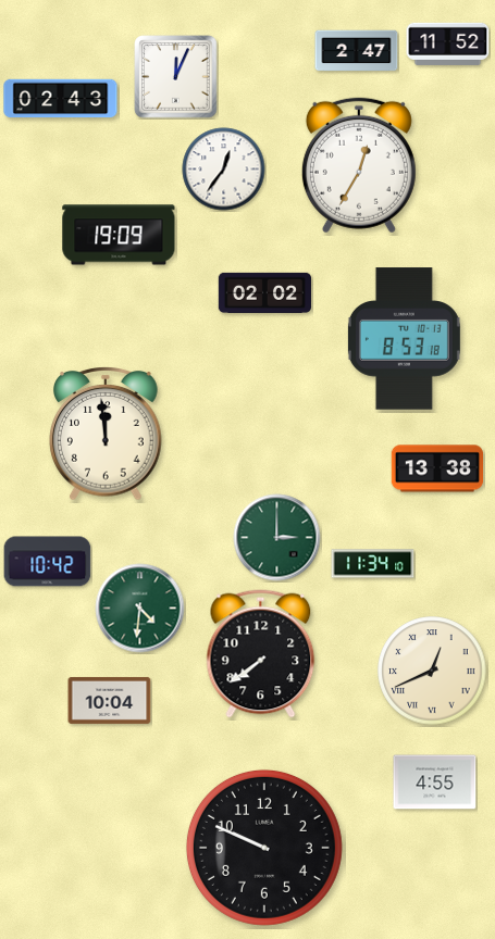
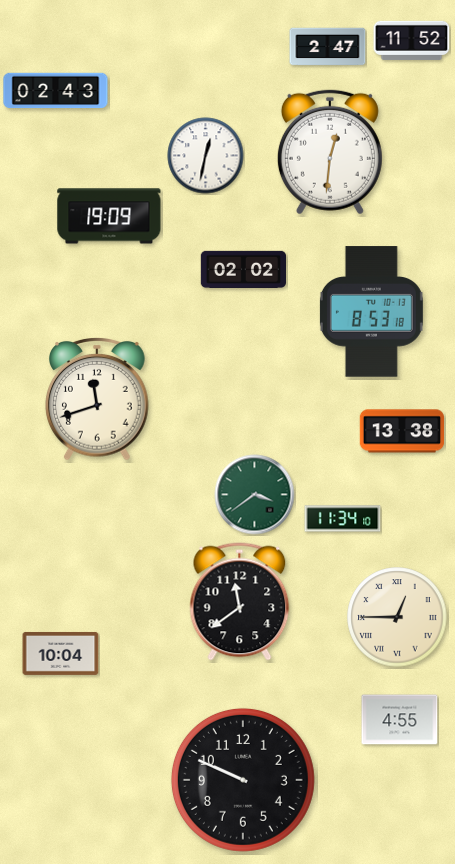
clock at (176, 77): 12:04 -> none
clock at (359, 165): 12:35 -> 12:31
clock at (224, 170): 12:36 -> 12:32
clock at (107, 435): 11:59 -> 11:42
clock at (277, 538): 3:00 -> 3:39
clock at (48, 562): 10:42 -> none
clock at (140, 609): 4:31 -> none
clock at (261, 654): 7:39 -> 11:39
clock at (432, 671): 12:41 -> 12:45
clock at (110, 700) position: (110, 700) -> (61, 653)
